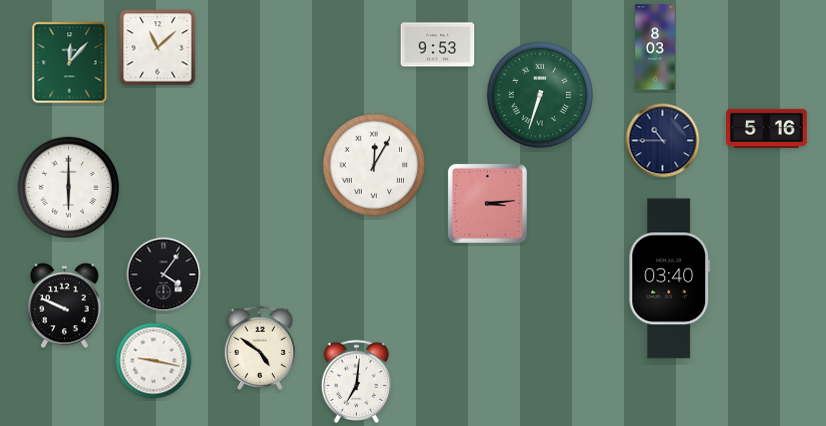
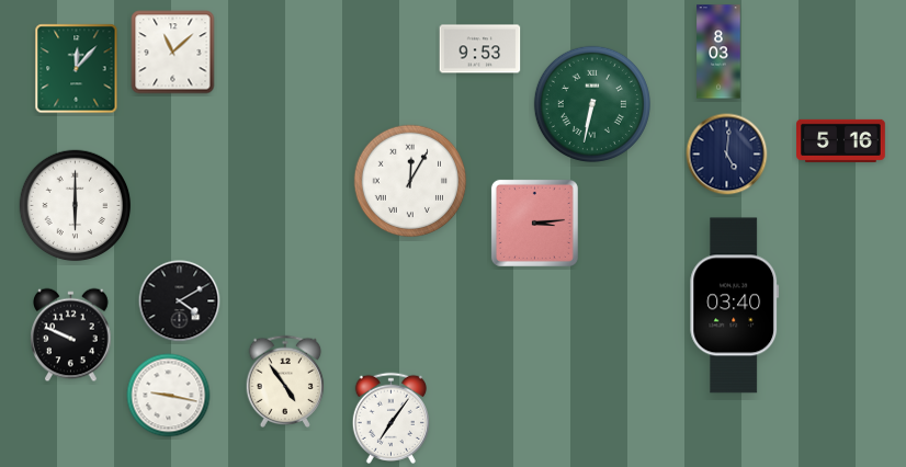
clock at (540, 95): 6:33 -> 6:32
clock at (663, 141): 10:45 -> 5:01
clock at (164, 275): 4:06 -> 4:10
clock at (260, 347): 4:51 -> 4:54
clock at (356, 381): 7:01 -> 7:06
